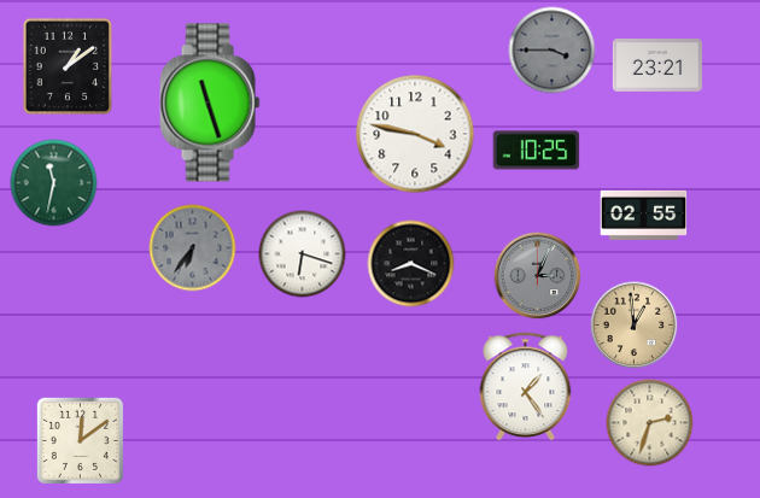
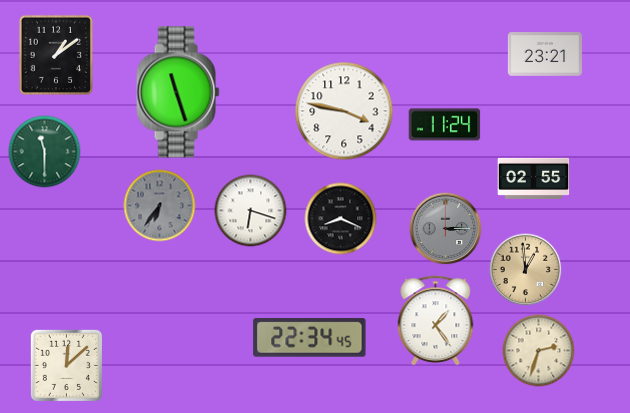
clock at (553, 51): 3:45 -> none
clock at (210, 102) position: (210, 102) -> (178, 92)
clock at (537, 151): 10:25 -> 11:24
clock at (54, 183): 11:32 -> 11:30
clock at (538, 276): 3:04 -> 3:15
clock at (310, 338): none -> 22:34
clock at (80, 440): 12:09 -> 12:08
